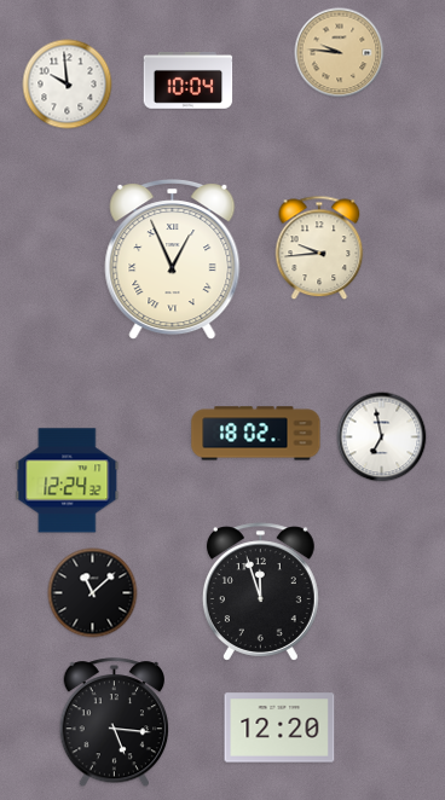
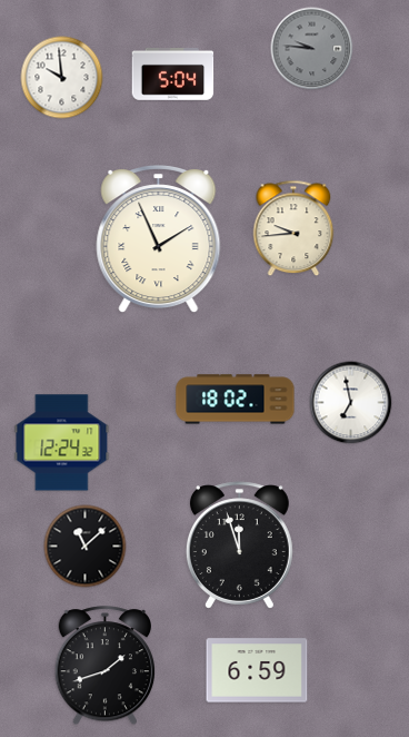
clock at (340, 53) dial: champagne -> grey
clock at (189, 80): 10:04 -> 5:04
clock at (173, 261): 12:56 -> 1:56
clock at (115, 723): 5:16 -> 1:42
clock at (279, 727): 12:20 -> 6:59
